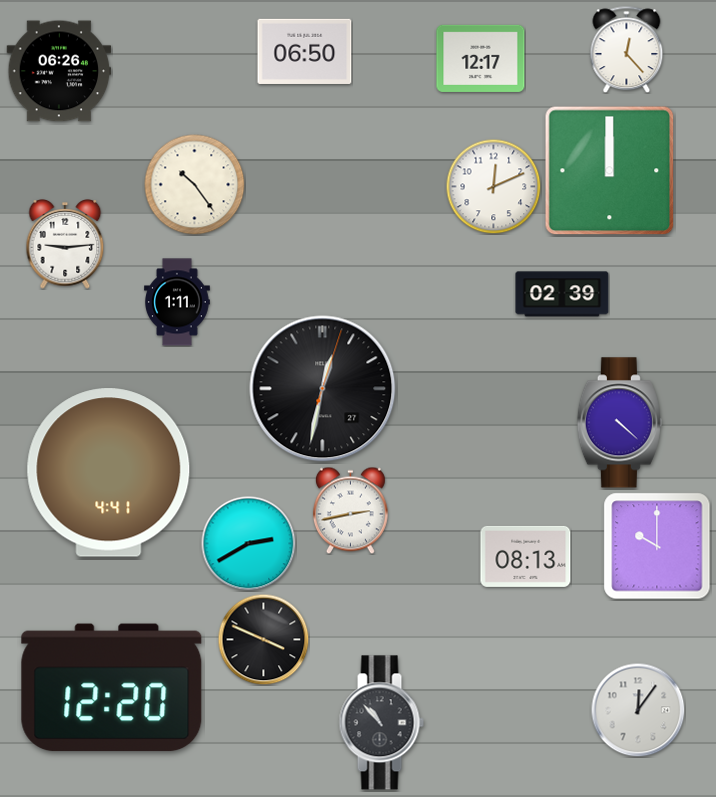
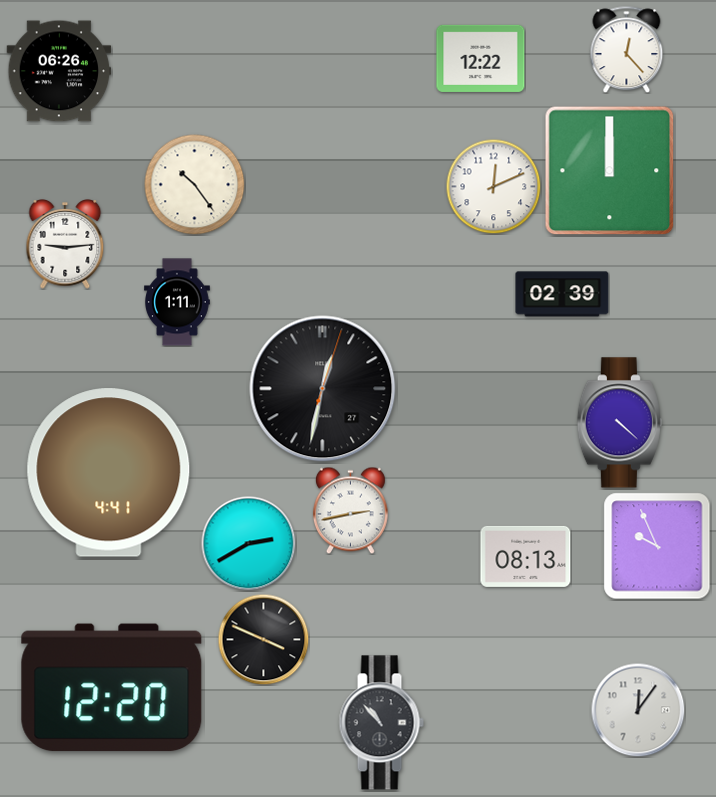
clock at (305, 51): 06:50 -> none
clock at (481, 58): 12:17 -> 12:22
clock at (657, 546): 10:00 -> 9:56
